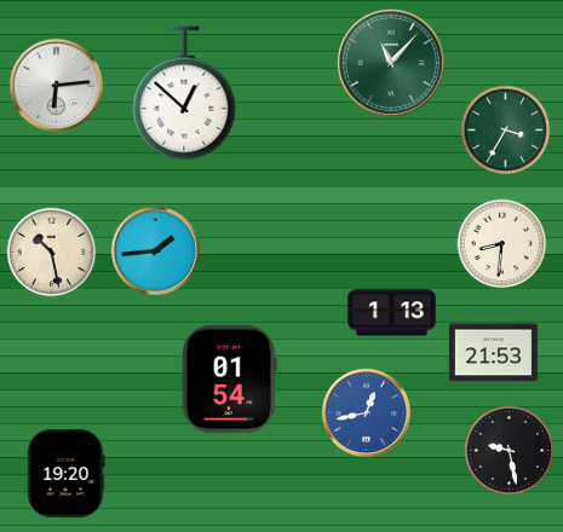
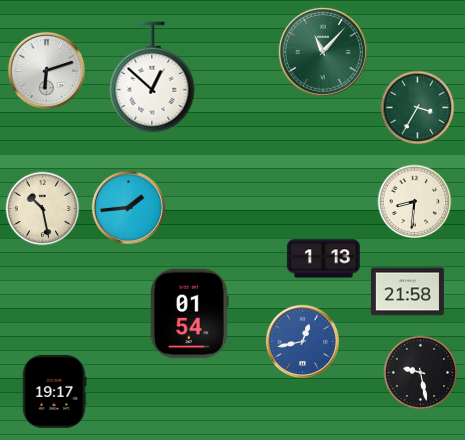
clock at (56, 85): 6:14 -> 6:12
clock at (493, 353): 21:53 -> 21:58
clock at (65, 473): 19:20 -> 19:17
